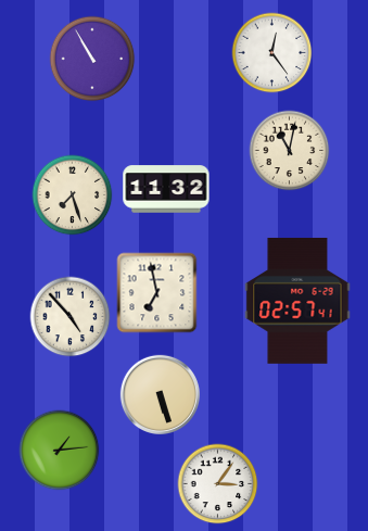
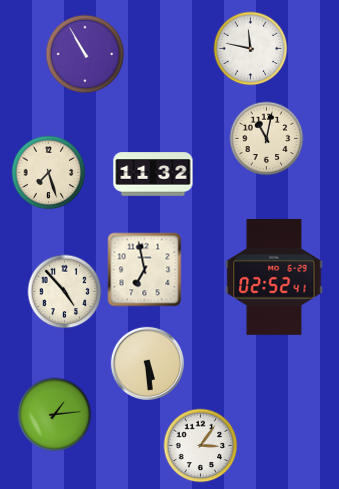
clock at (272, 53): 12:24 -> 11:47
clock at (73, 195) position: (73, 195) -> (49, 173)
clock at (297, 301): 02:57 -> 02:52
clock at (160, 394): 5:27 -> 5:29
